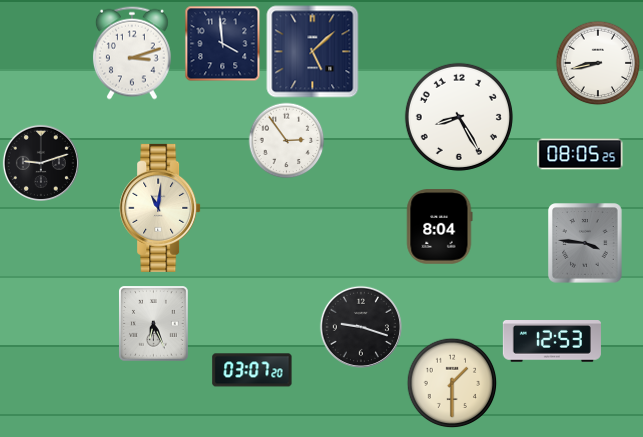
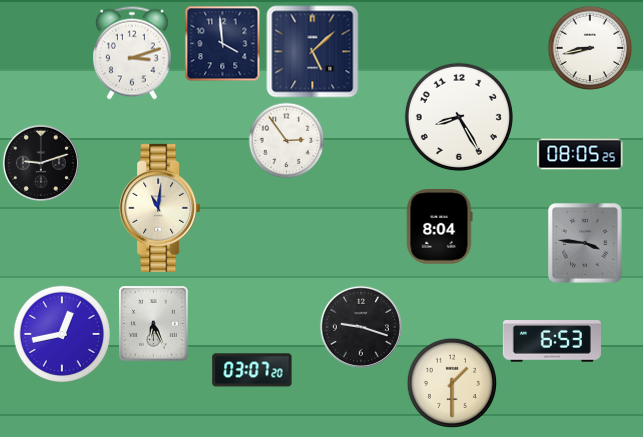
clock at (598, 63) position: (598, 63) -> (590, 48)
clock at (61, 333): none -> 12:43
clock at (552, 342): 12:53 -> 6:53
